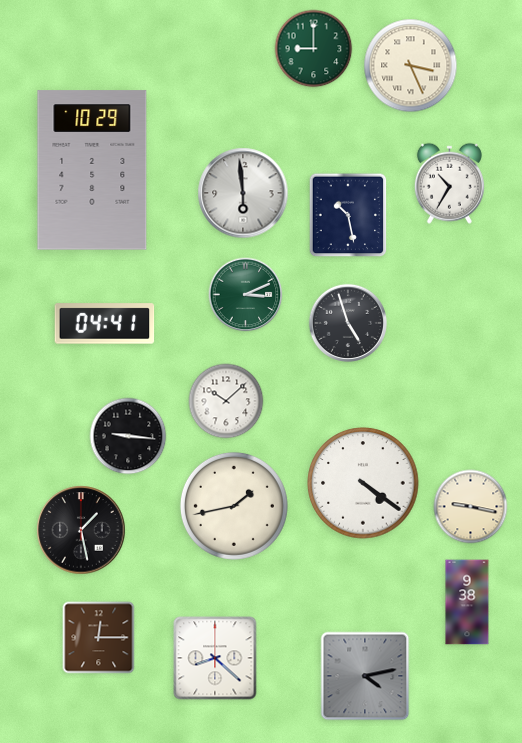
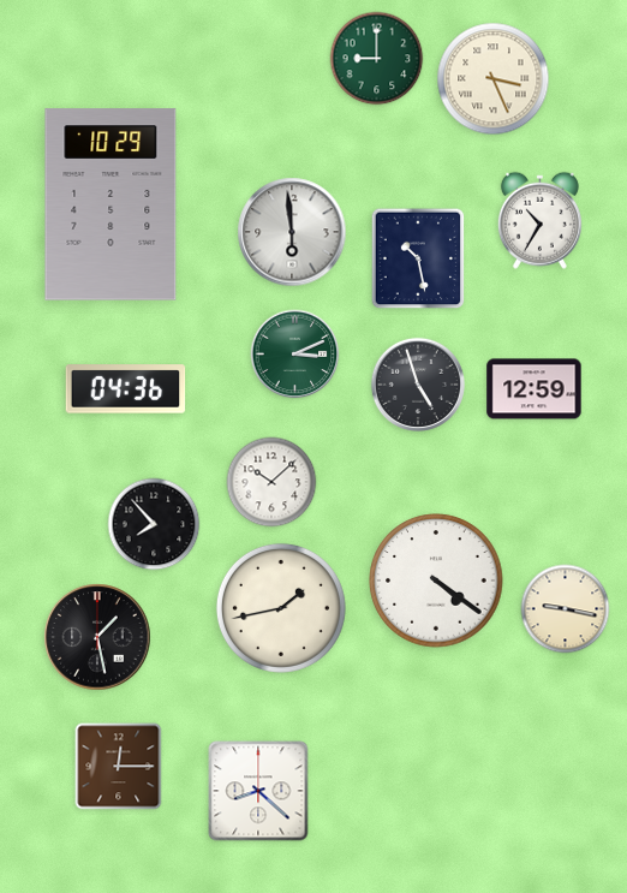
clock at (347, 322) position: (347, 322) -> (417, 383)
clock at (105, 324): 04:41 -> 04:36
clock at (535, 389): none -> 12:59
clock at (128, 436): 9:16 -> 7:53
clock at (467, 602): 9:38 -> none
clock at (365, 676): 4:13 -> none
